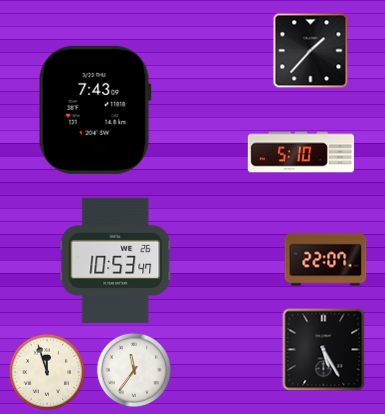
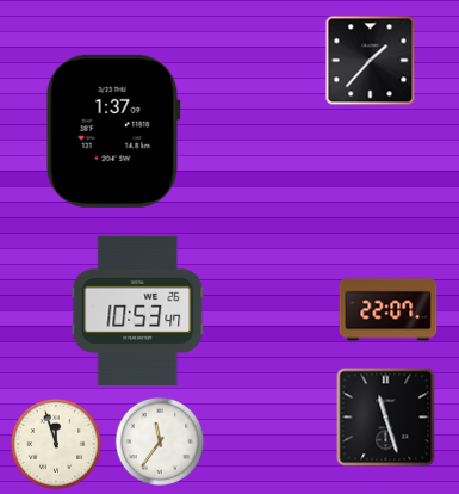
clock at (95, 110): 7:43 -> 1:37
clock at (301, 152): 5:10 -> none
clock at (324, 350): 5:25 -> 11:27
